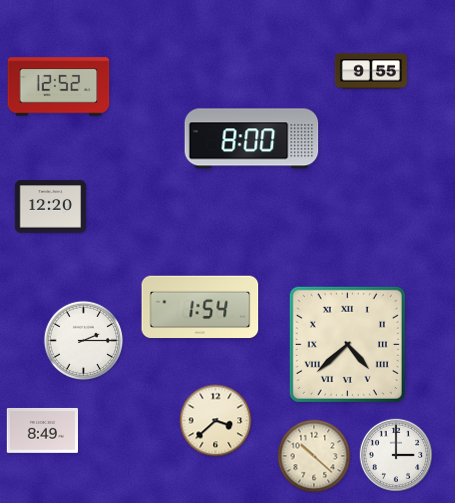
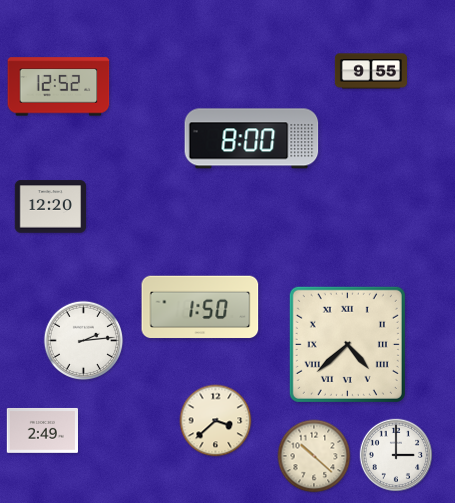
clock at (200, 307): 1:54 -> 1:50
clock at (84, 341): 2:15 -> 2:14
clock at (43, 430): 8:49 -> 2:49
